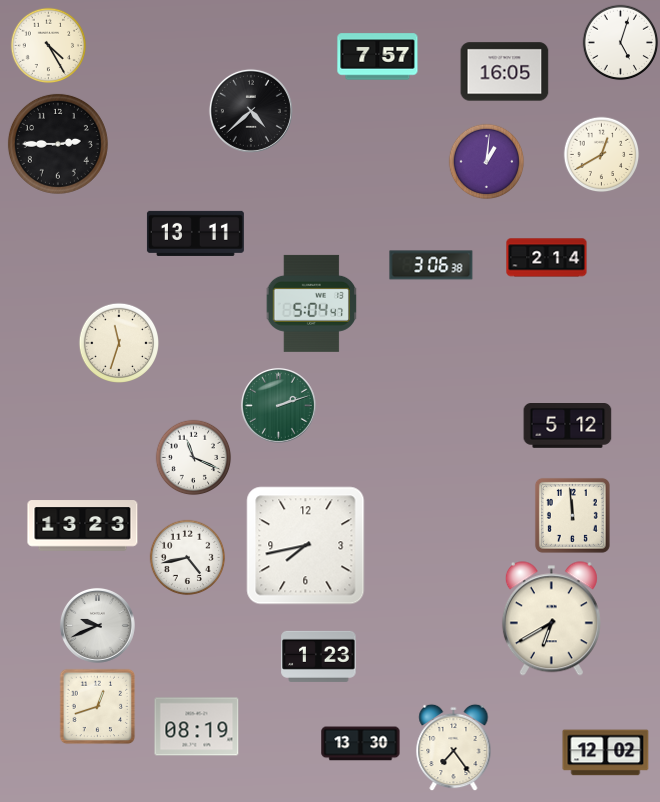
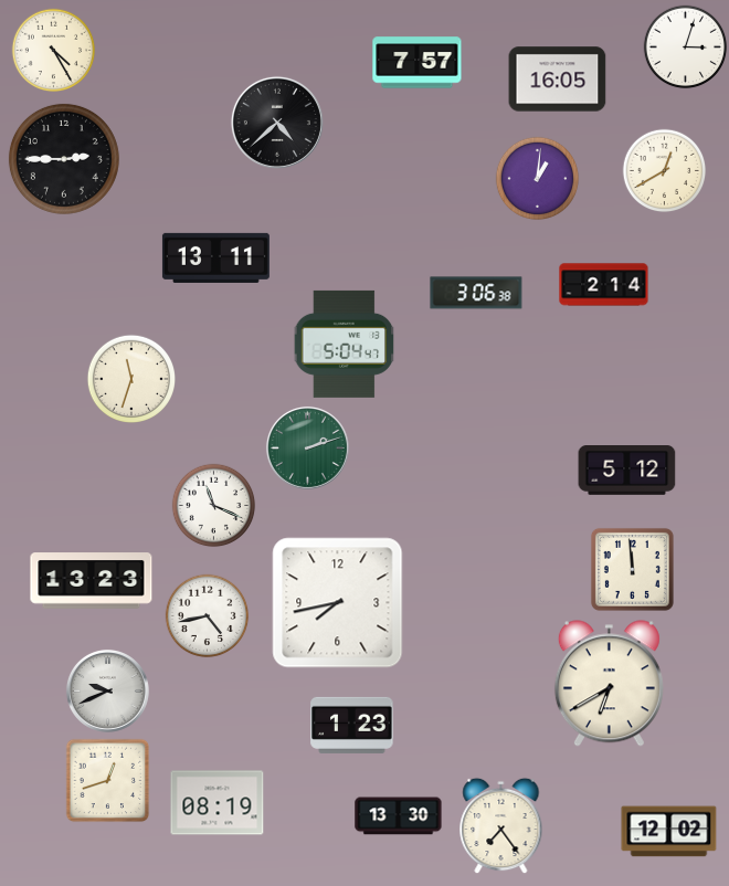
clock at (621, 43): 5:03 -> 3:03
clock at (312, 303) position: (312, 303) -> (345, 344)
clock at (361, 744) position: (361, 744) -> (399, 816)
